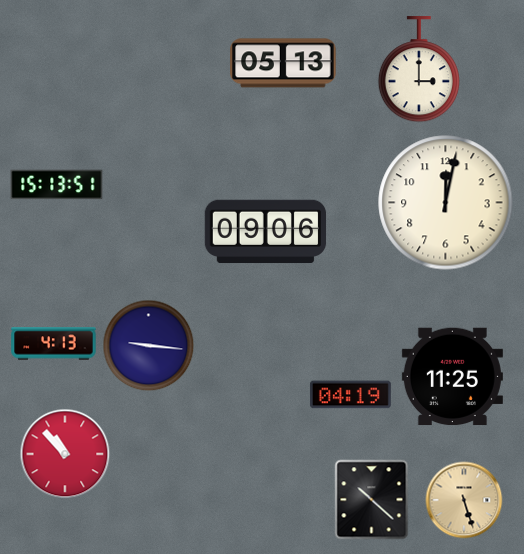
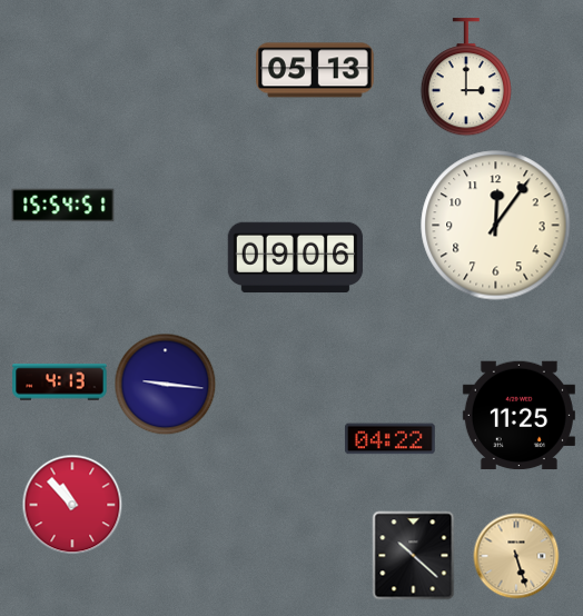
clock at (57, 185): 15:13 -> 15:54
clock at (446, 203): 12:02 -> 12:06
clock at (452, 377) position: (452, 377) -> (518, 416)
clock at (350, 395): 04:19 -> 04:22
